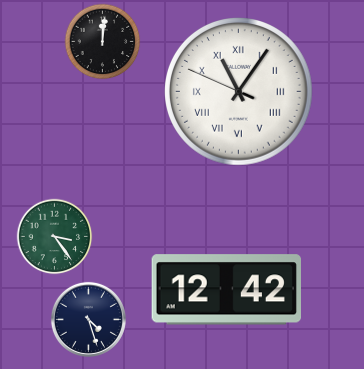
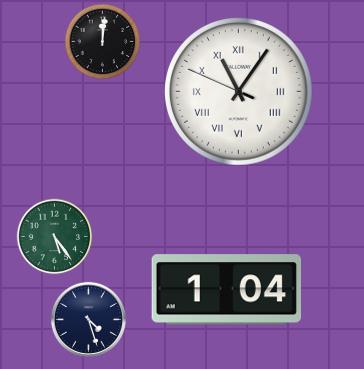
clock at (55, 237): 3:24 -> 5:24
clock at (226, 290): 12:42 -> 1:04
